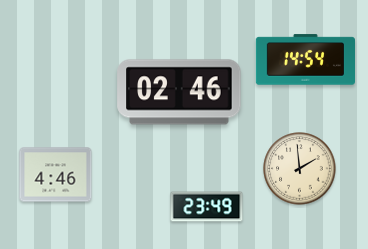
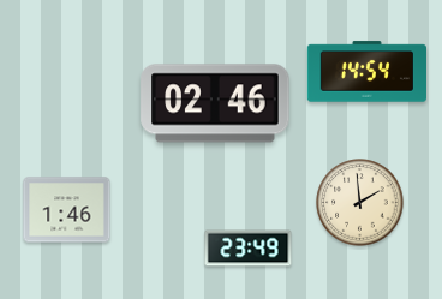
clock at (179, 92) position: (179, 92) -> (215, 103)
clock at (56, 175): 4:46 -> 1:46
